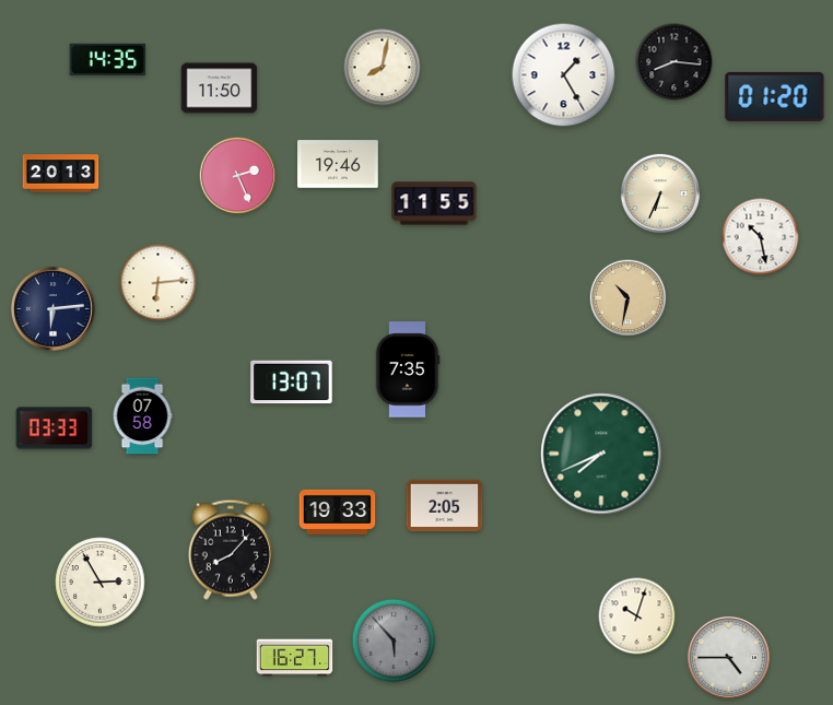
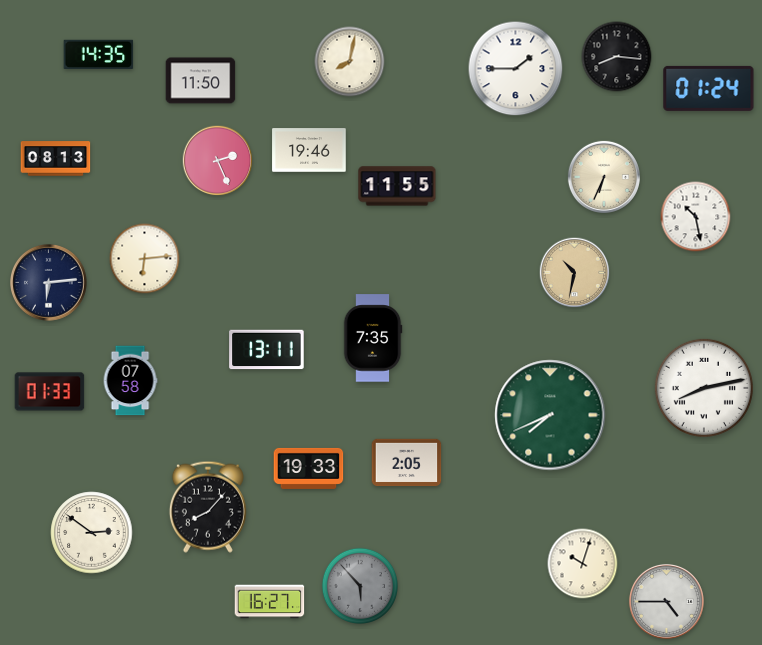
clock at (564, 75): 1:25 -> 1:45
clock at (775, 96): 01:20 -> 01:24
clock at (61, 174): 20:13 -> 08:13
clock at (292, 383): 13:07 -> 13:11
clock at (704, 388): none -> 8:13
clock at (55, 428): 03:33 -> 01:33
clock at (231, 550) position: (231, 550) -> (208, 507)
clock at (101, 583): 2:55 -> 2:51
